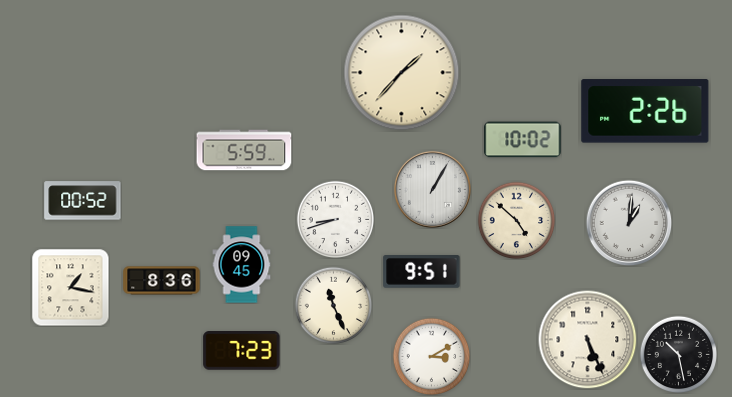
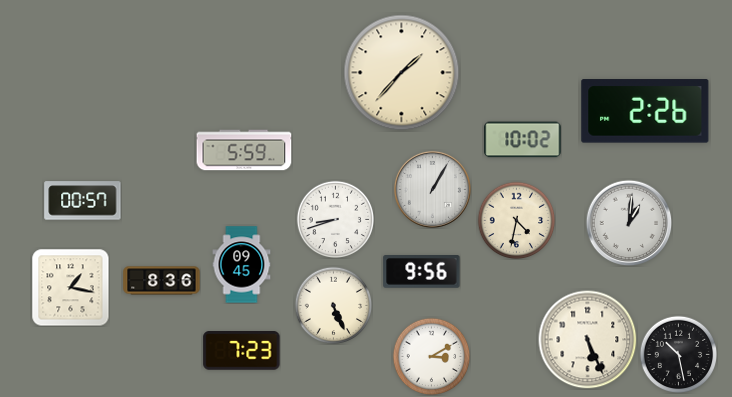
clock at (83, 201): 00:52 -> 00:57
clock at (516, 220): 4:52 -> 4:32
clock at (422, 272): 9:51 -> 9:56
clock at (333, 305): 11:26 -> 5:26
